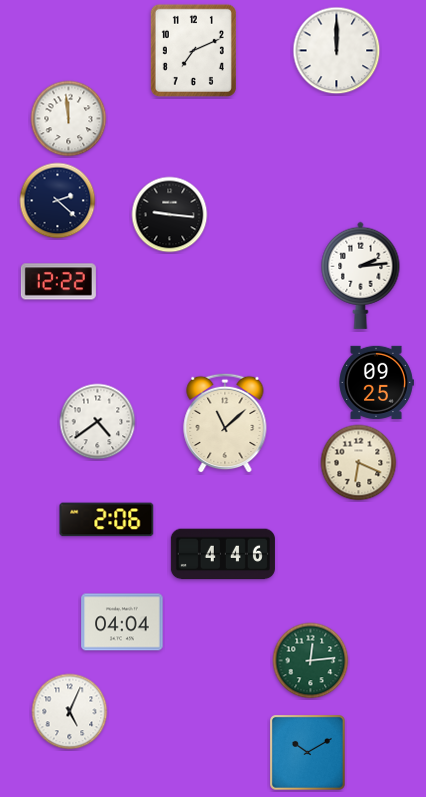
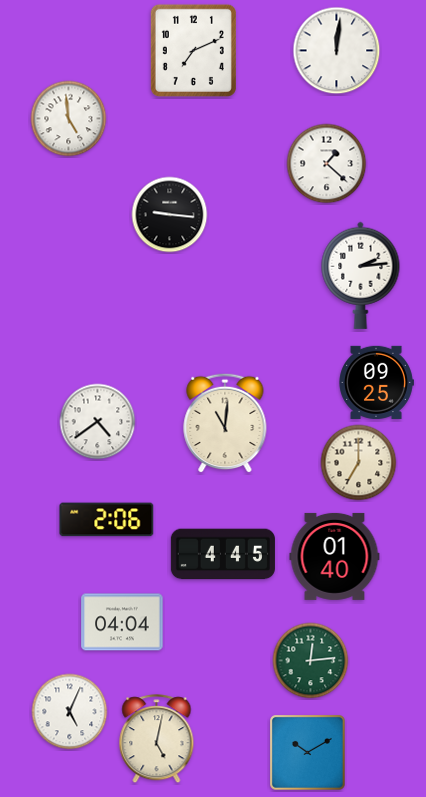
clock at (337, 51): 12:00 -> 12:01
clock at (69, 119): 11:59 -> 4:59
clock at (327, 164): none -> 1:22
clock at (58, 201): 2:22 -> none
clock at (58, 282): 12:22 -> none
clock at (225, 423): 11:08 -> 11:01
clock at (359, 463): 6:19 -> 7:00
clock at (223, 554): 4:46 -> 4:45
clock at (335, 556): none -> 01:40
clock at (157, 739): none -> 5:02
